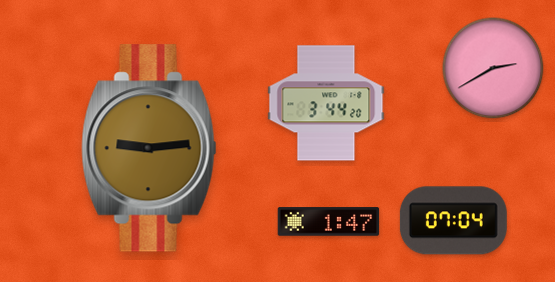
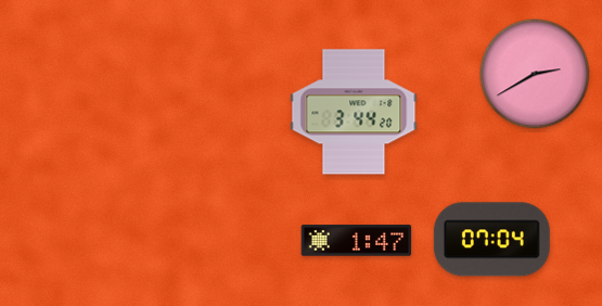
clock at (149, 148): 9:14 -> none
